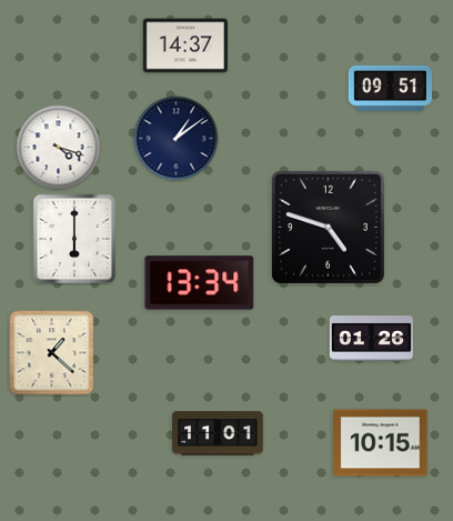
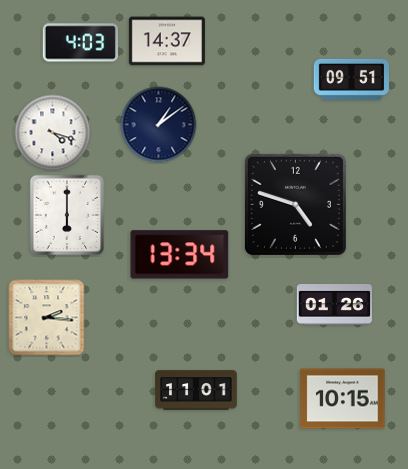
clock at (80, 43): none -> 4:03
clock at (52, 353): 1:22 -> 2:16
